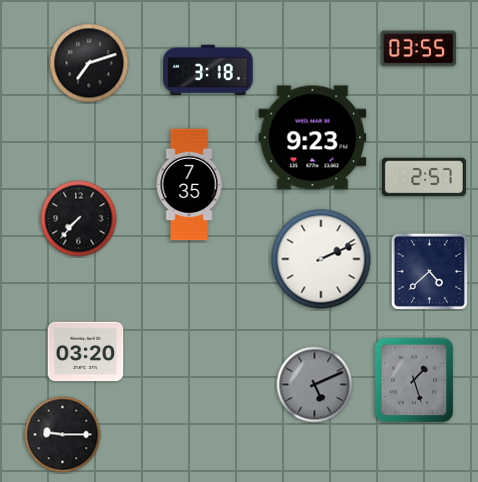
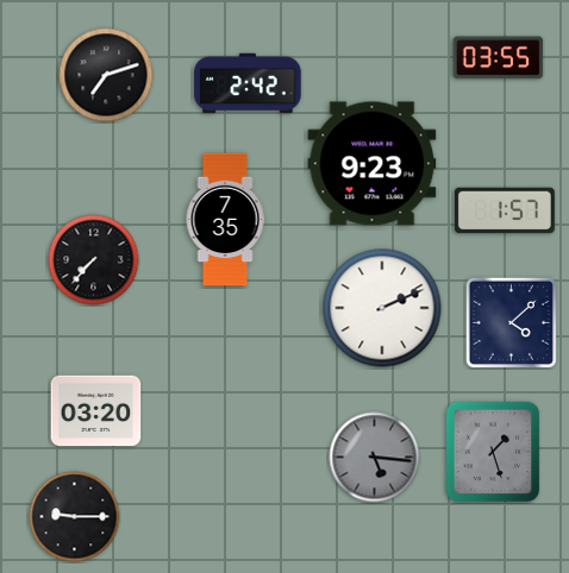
clock at (208, 70): 3:18 -> 2:42
clock at (424, 177): 2:57 -> 1:57
clock at (429, 271): 4:38 -> 4:08
clock at (86, 352) position: (86, 352) -> (96, 411)
clock at (315, 385): 5:11 -> 5:16
